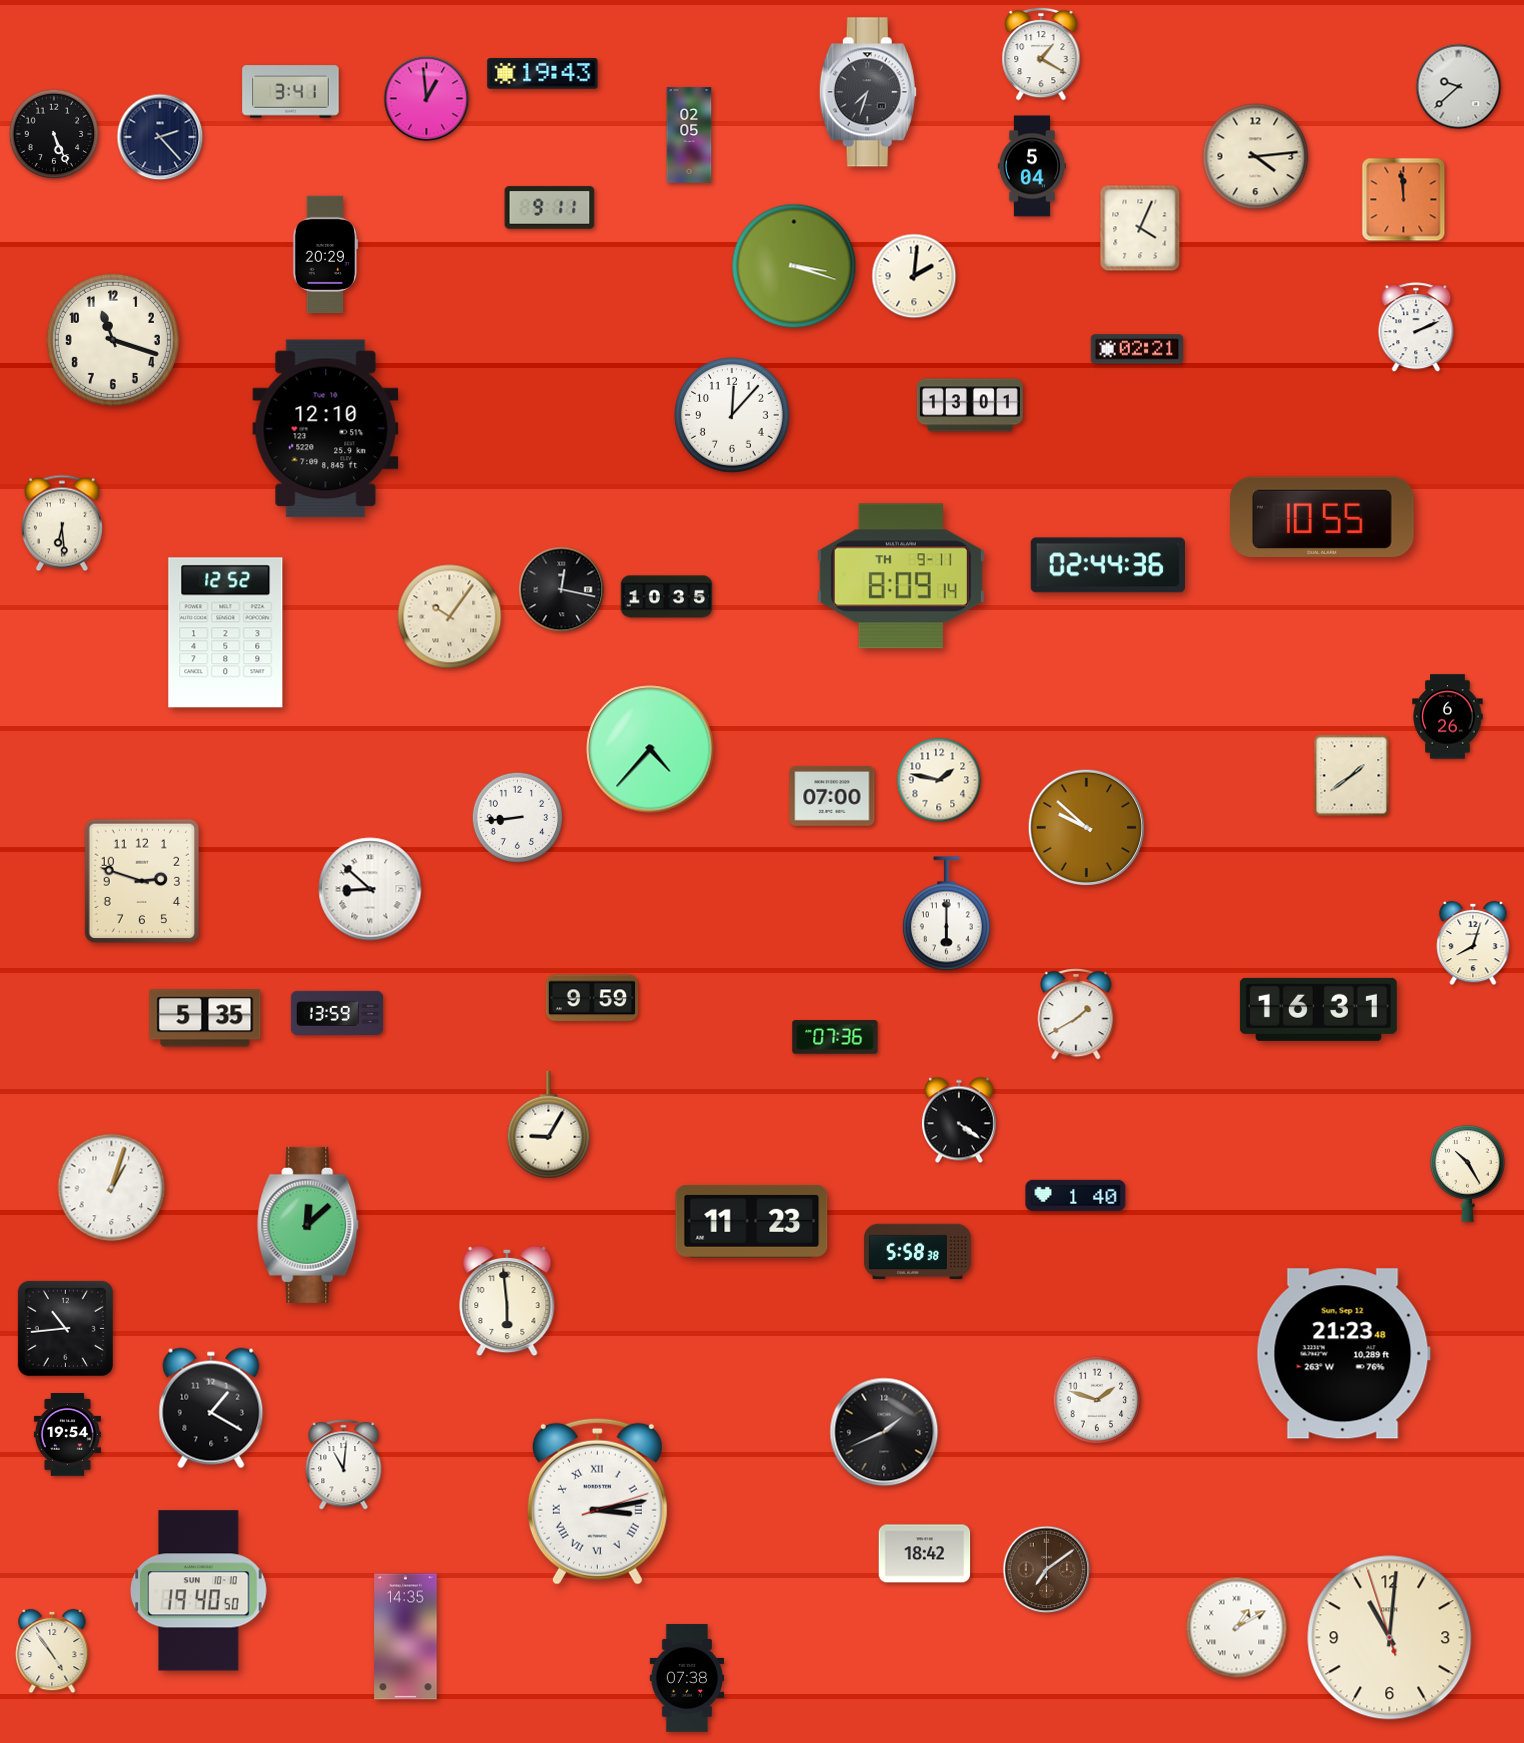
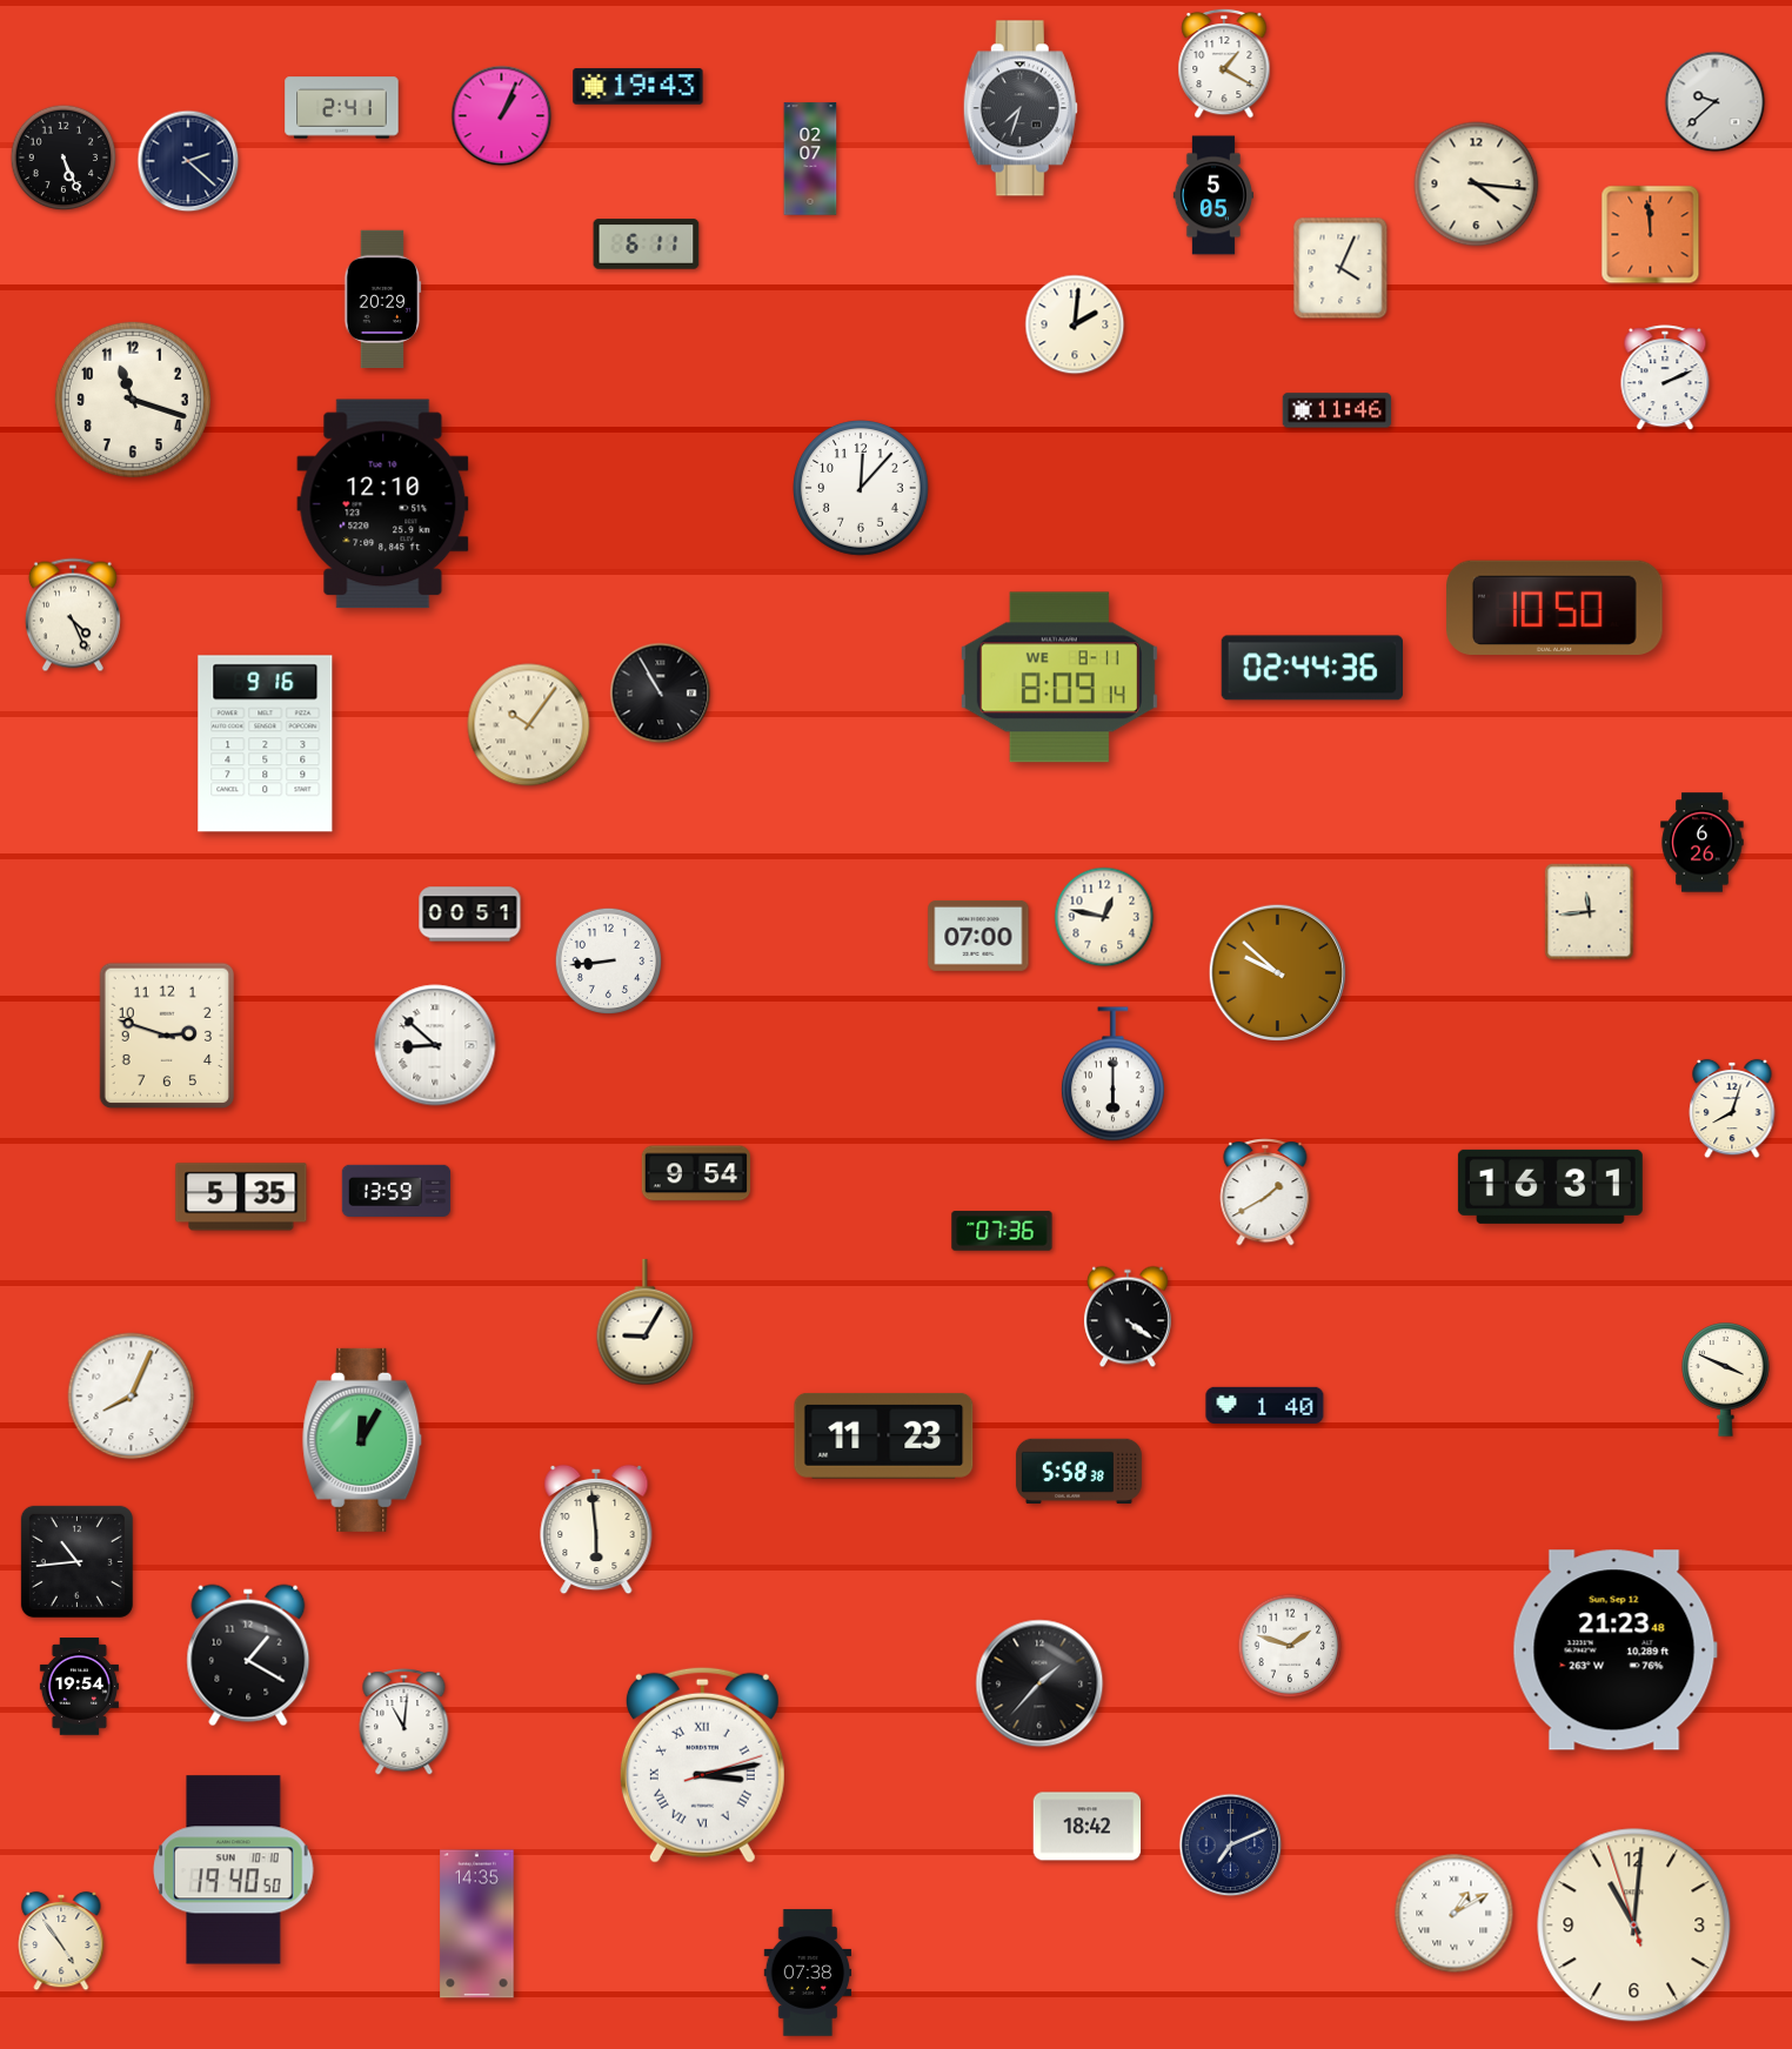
clock at (291, 92): 3:41 -> 2:41
clock at (427, 99): 12:59 -> 1:04
clock at (689, 135): 02:05 -> 02:07
clock at (160, 137): 2:23 -> 2:22
clock at (1256, 157): 4:14 -> 4:16
clock at (1031, 166): 5:04 -> 5:05
clock at (550, 208): 9:11 -> 6:11
clock at (794, 266): 3:18 -> none
clock at (1416, 328) position: (1416, 328) -> (1665, 379)
clock at (1137, 349): 02:21 -> 11:46
clock at (970, 405): 13:01 -> none
clock at (1322, 517): 10:55 -> 10:50
clock at (62, 523): 6:29 -> 4:26
clock at (1107, 565) position: (1107, 565) -> (1311, 668)
clock at (901, 576) date: TH 9-11 -> WE 8-11
clock at (562, 590): 12:17 -> 10:55
clock at (667, 597): 10:35 -> none
clock at (226, 633): 12:52 -> 9:16
clock at (650, 749): 4:37 -> none
clock at (1352, 776): 1:39 -> 11:44
clock at (470, 915): none -> 00:51
clock at (939, 780): 1:47 -> 12:47
clock at (591, 998): 9:59 -> 9:54
clock at (835, 1037) position: (835, 1037) -> (1002, 1231)
clock at (1468, 1174): 10:25 -> 3:49
clock at (112, 1188): 1:03 -> 8:04
clock at (309, 1225): 12:08 -> 12:05
clock at (1343, 1354) position: (1343, 1354) -> (1614, 1650)
clock at (884, 1432): 1:41 -> 1:37
clock at (1047, 1570): 7:09 -> 7:11
clock at (1047, 1570) dial: brown -> navy
